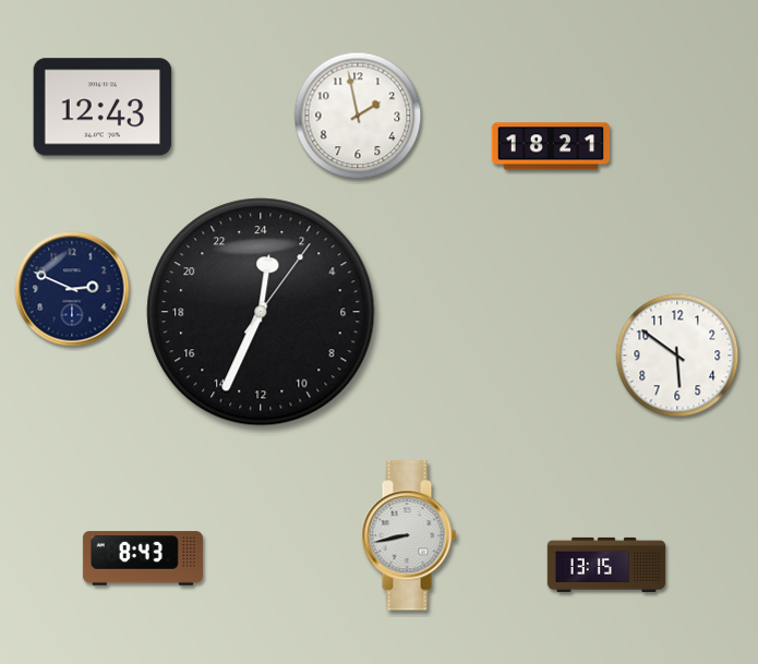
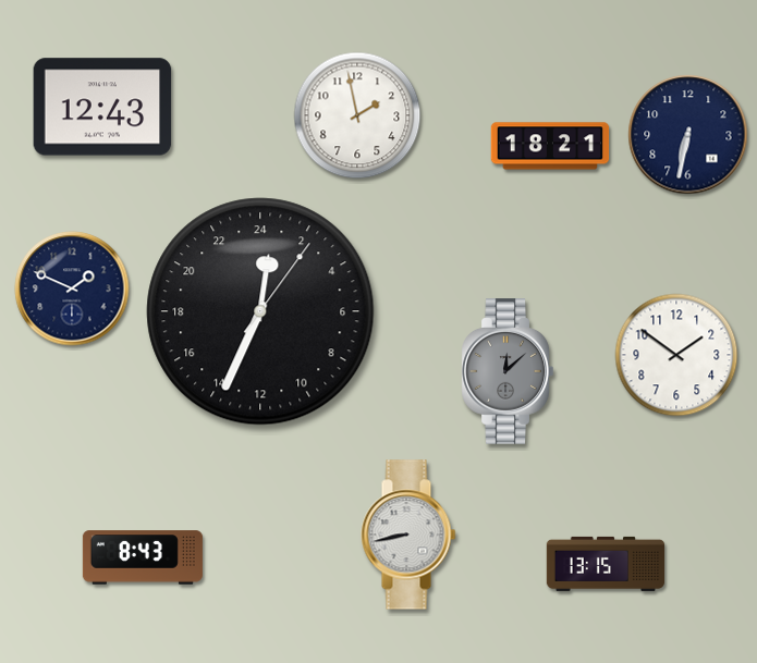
clock at (688, 135): none -> 6:32
clock at (72, 289): 2:49 -> 1:49
clock at (677, 355): 5:51 -> 1:51
clock at (508, 371): none -> 12:08
